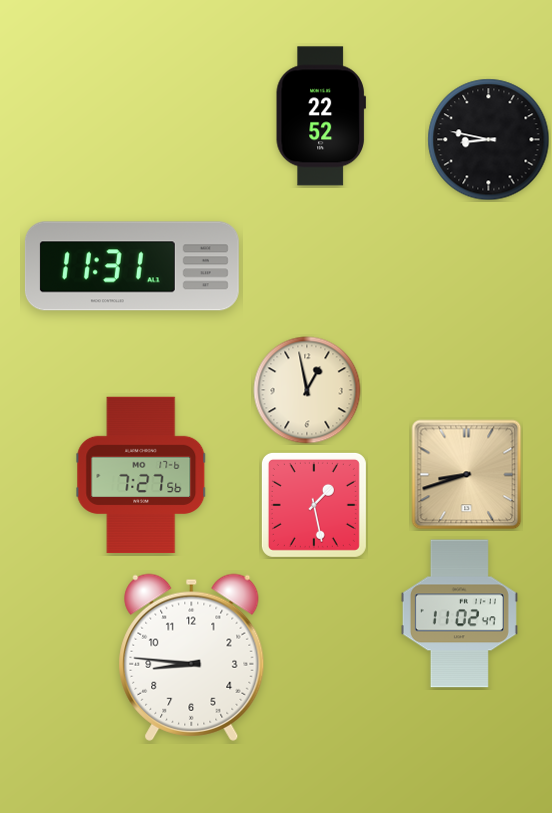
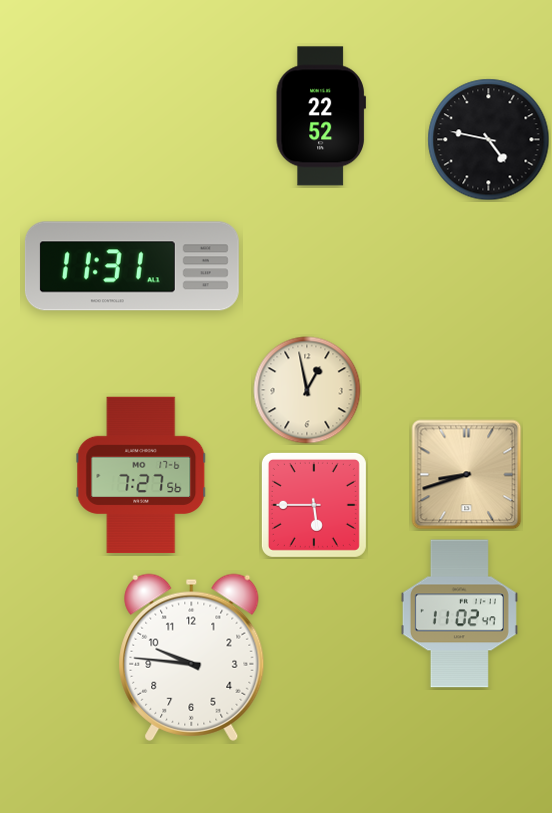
clock at (489, 140): 8:47 -> 4:47
clock at (314, 505): 1:28 -> 5:45
clock at (192, 657): 8:46 -> 9:46
